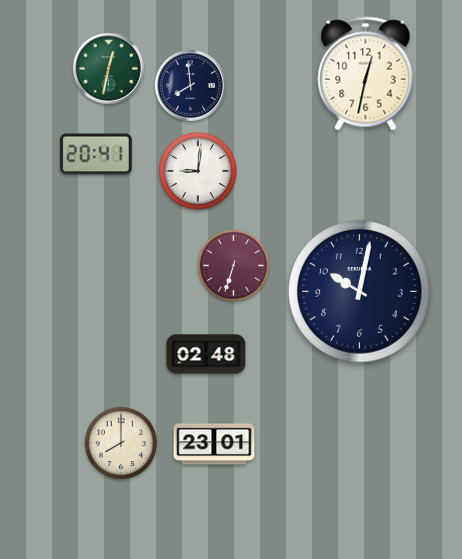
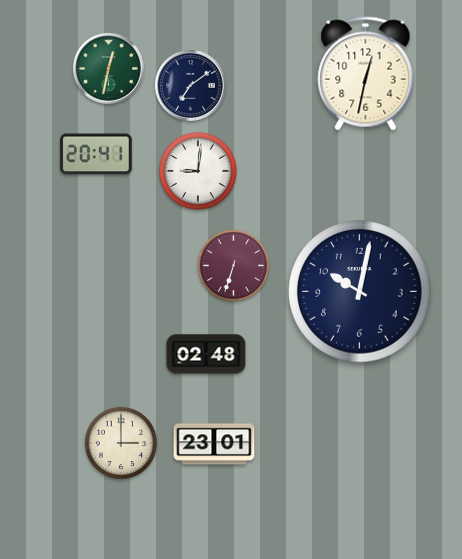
clock at (190, 85): 7:59 -> 7:09
clock at (121, 443): 8:00 -> 3:00
